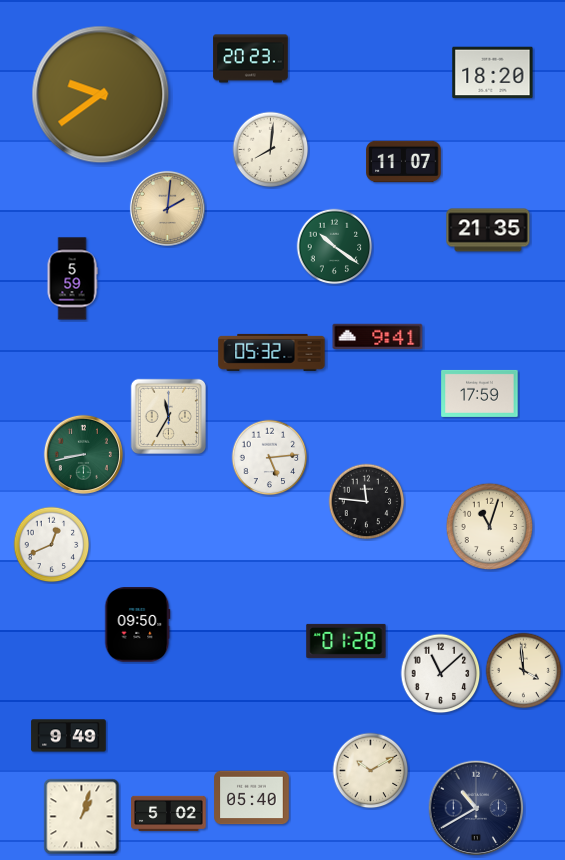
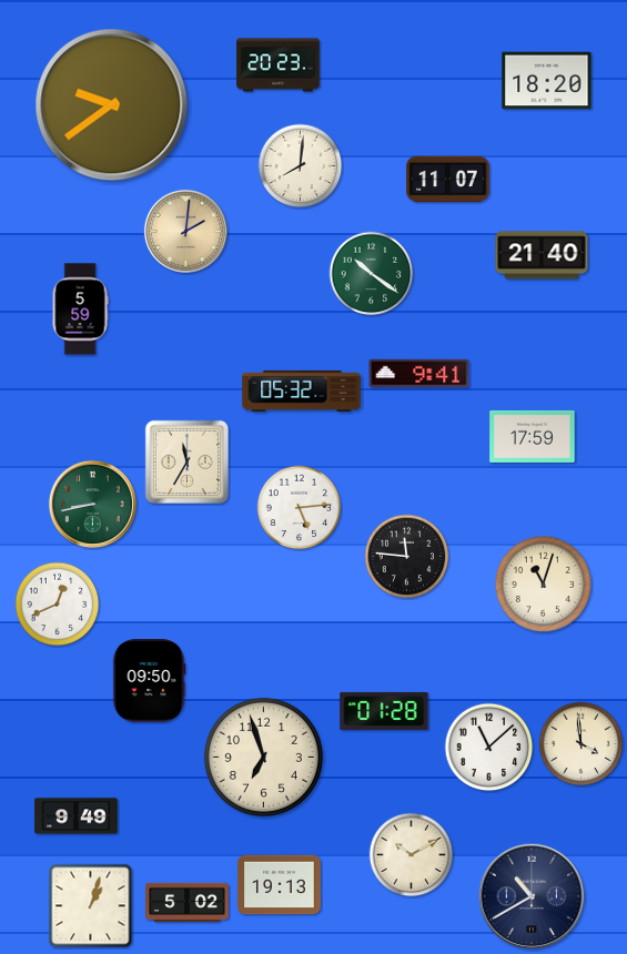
clock at (488, 230): 21:35 -> 21:40
clock at (137, 625) position: (137, 625) -> (149, 681)
clock at (263, 757): none -> 6:57
clock at (252, 798): 05:40 -> 19:13
clock at (476, 808) position: (476, 808) -> (532, 896)
